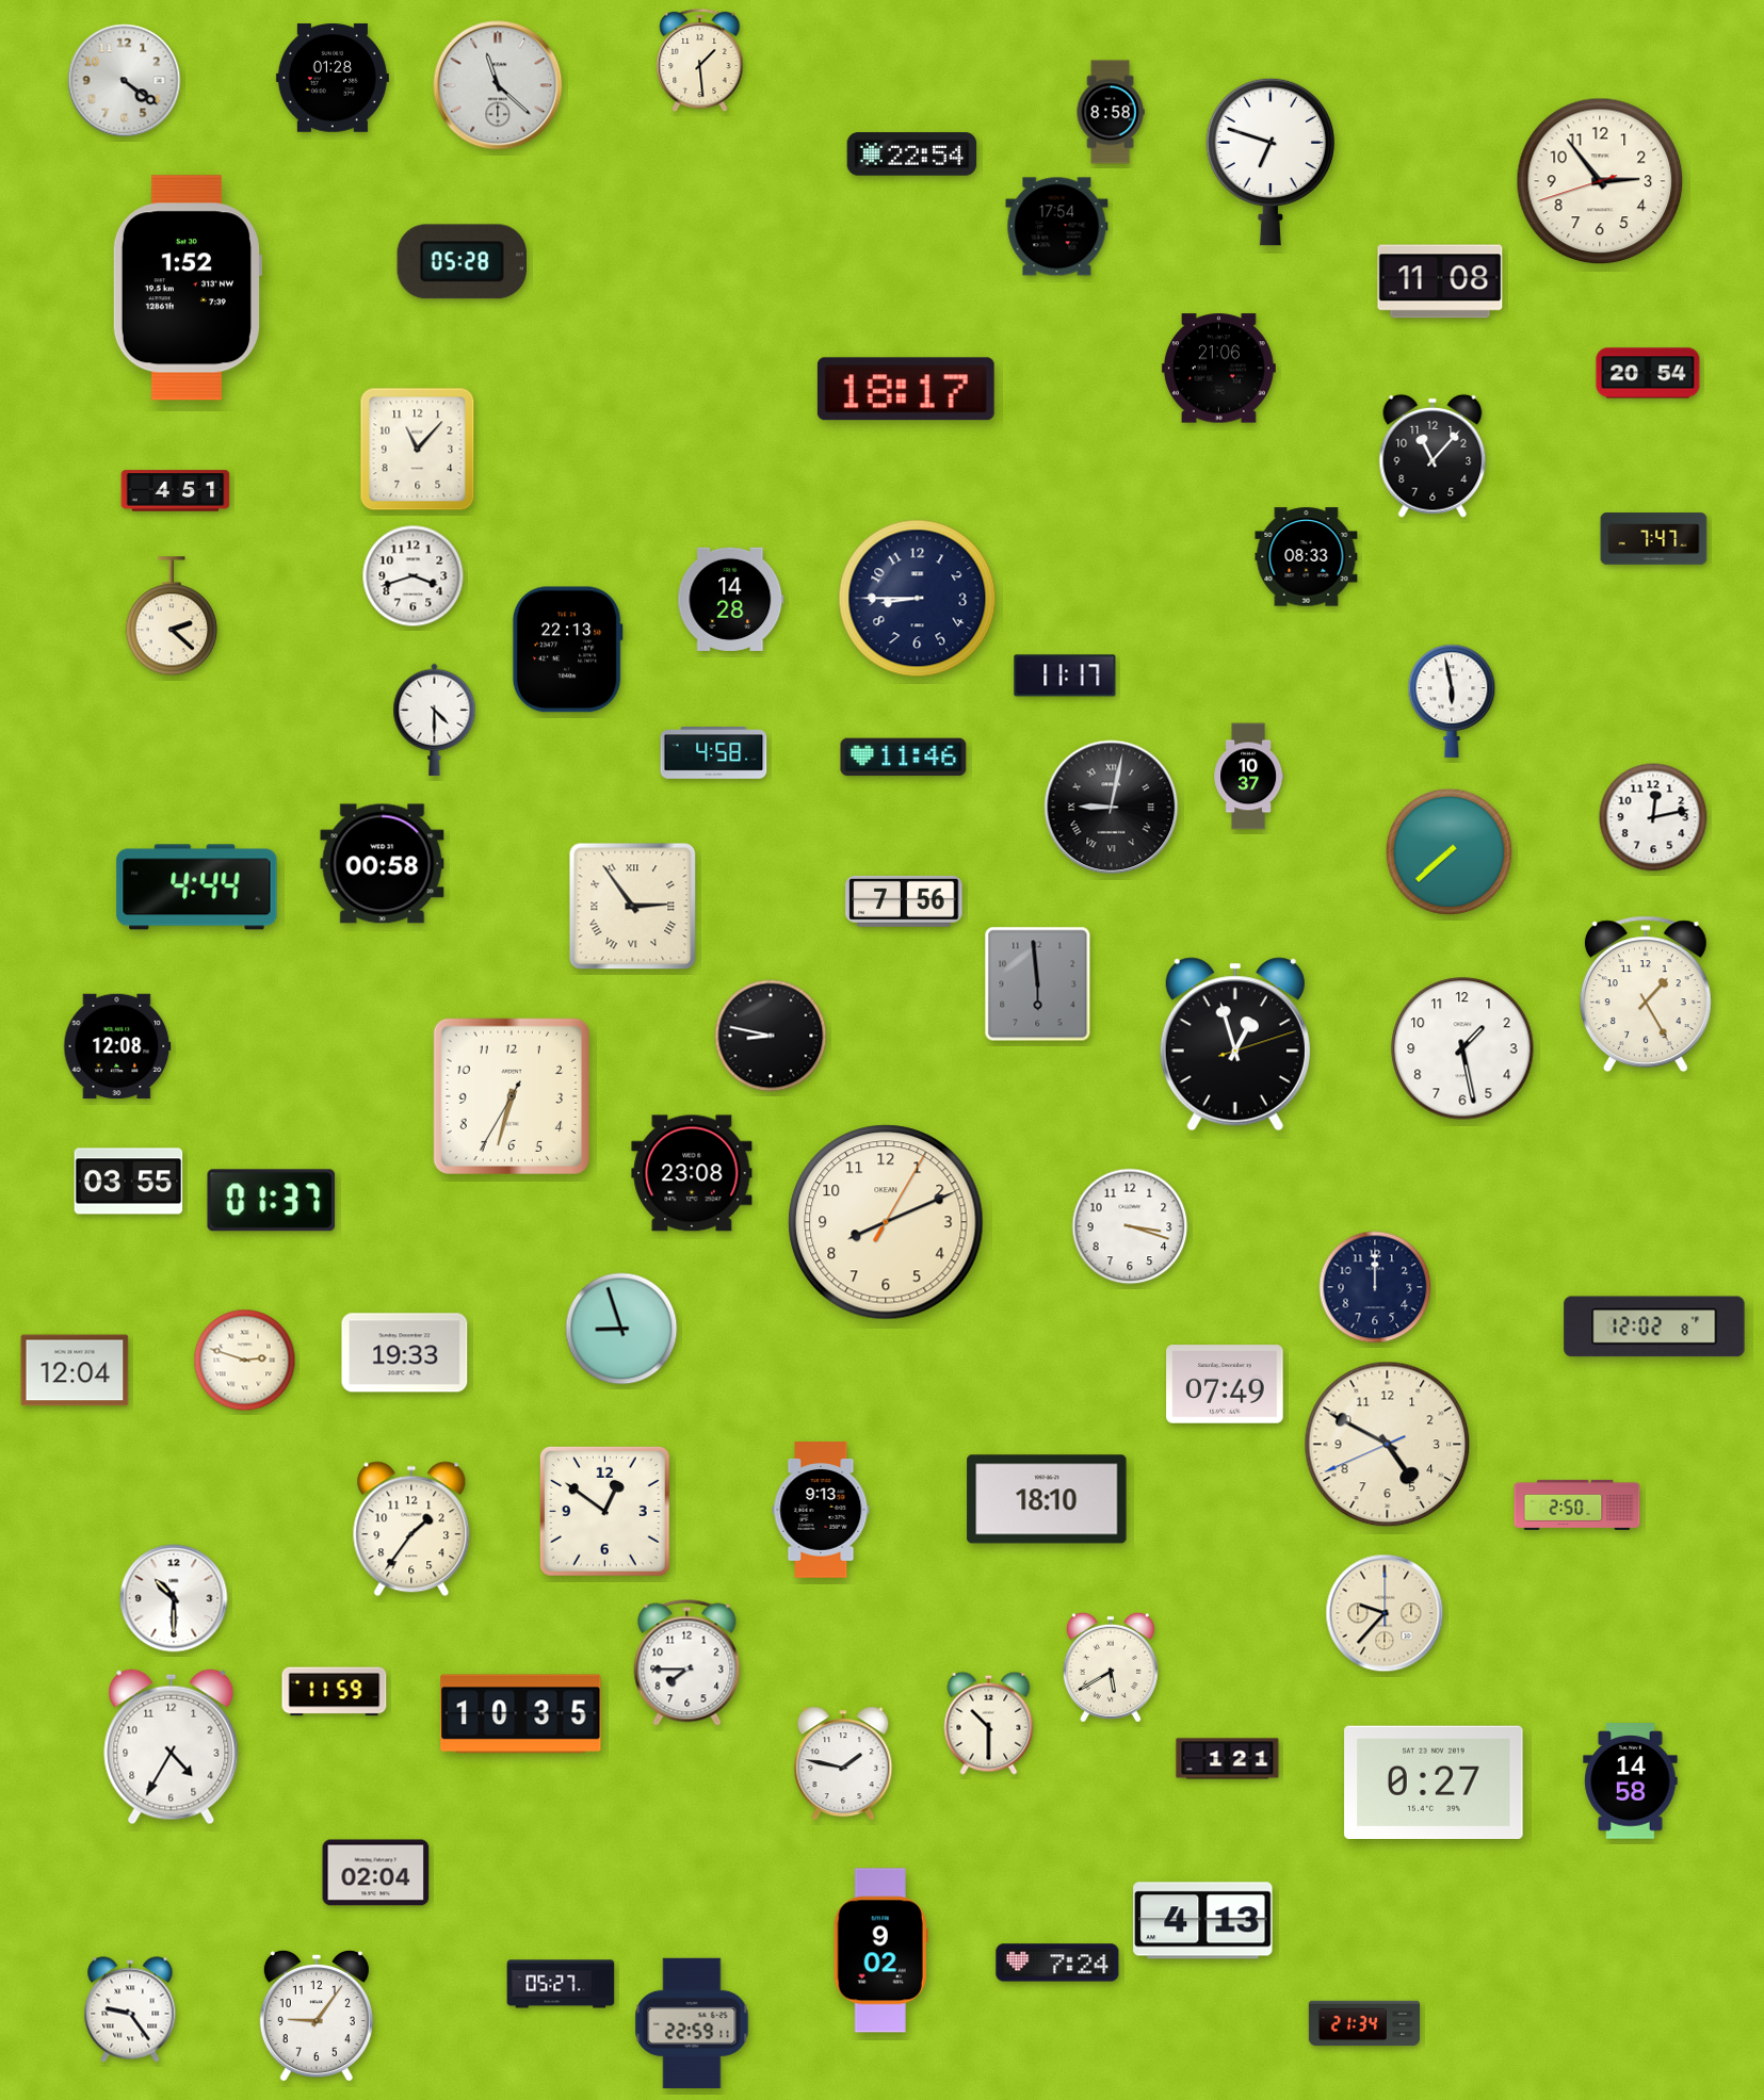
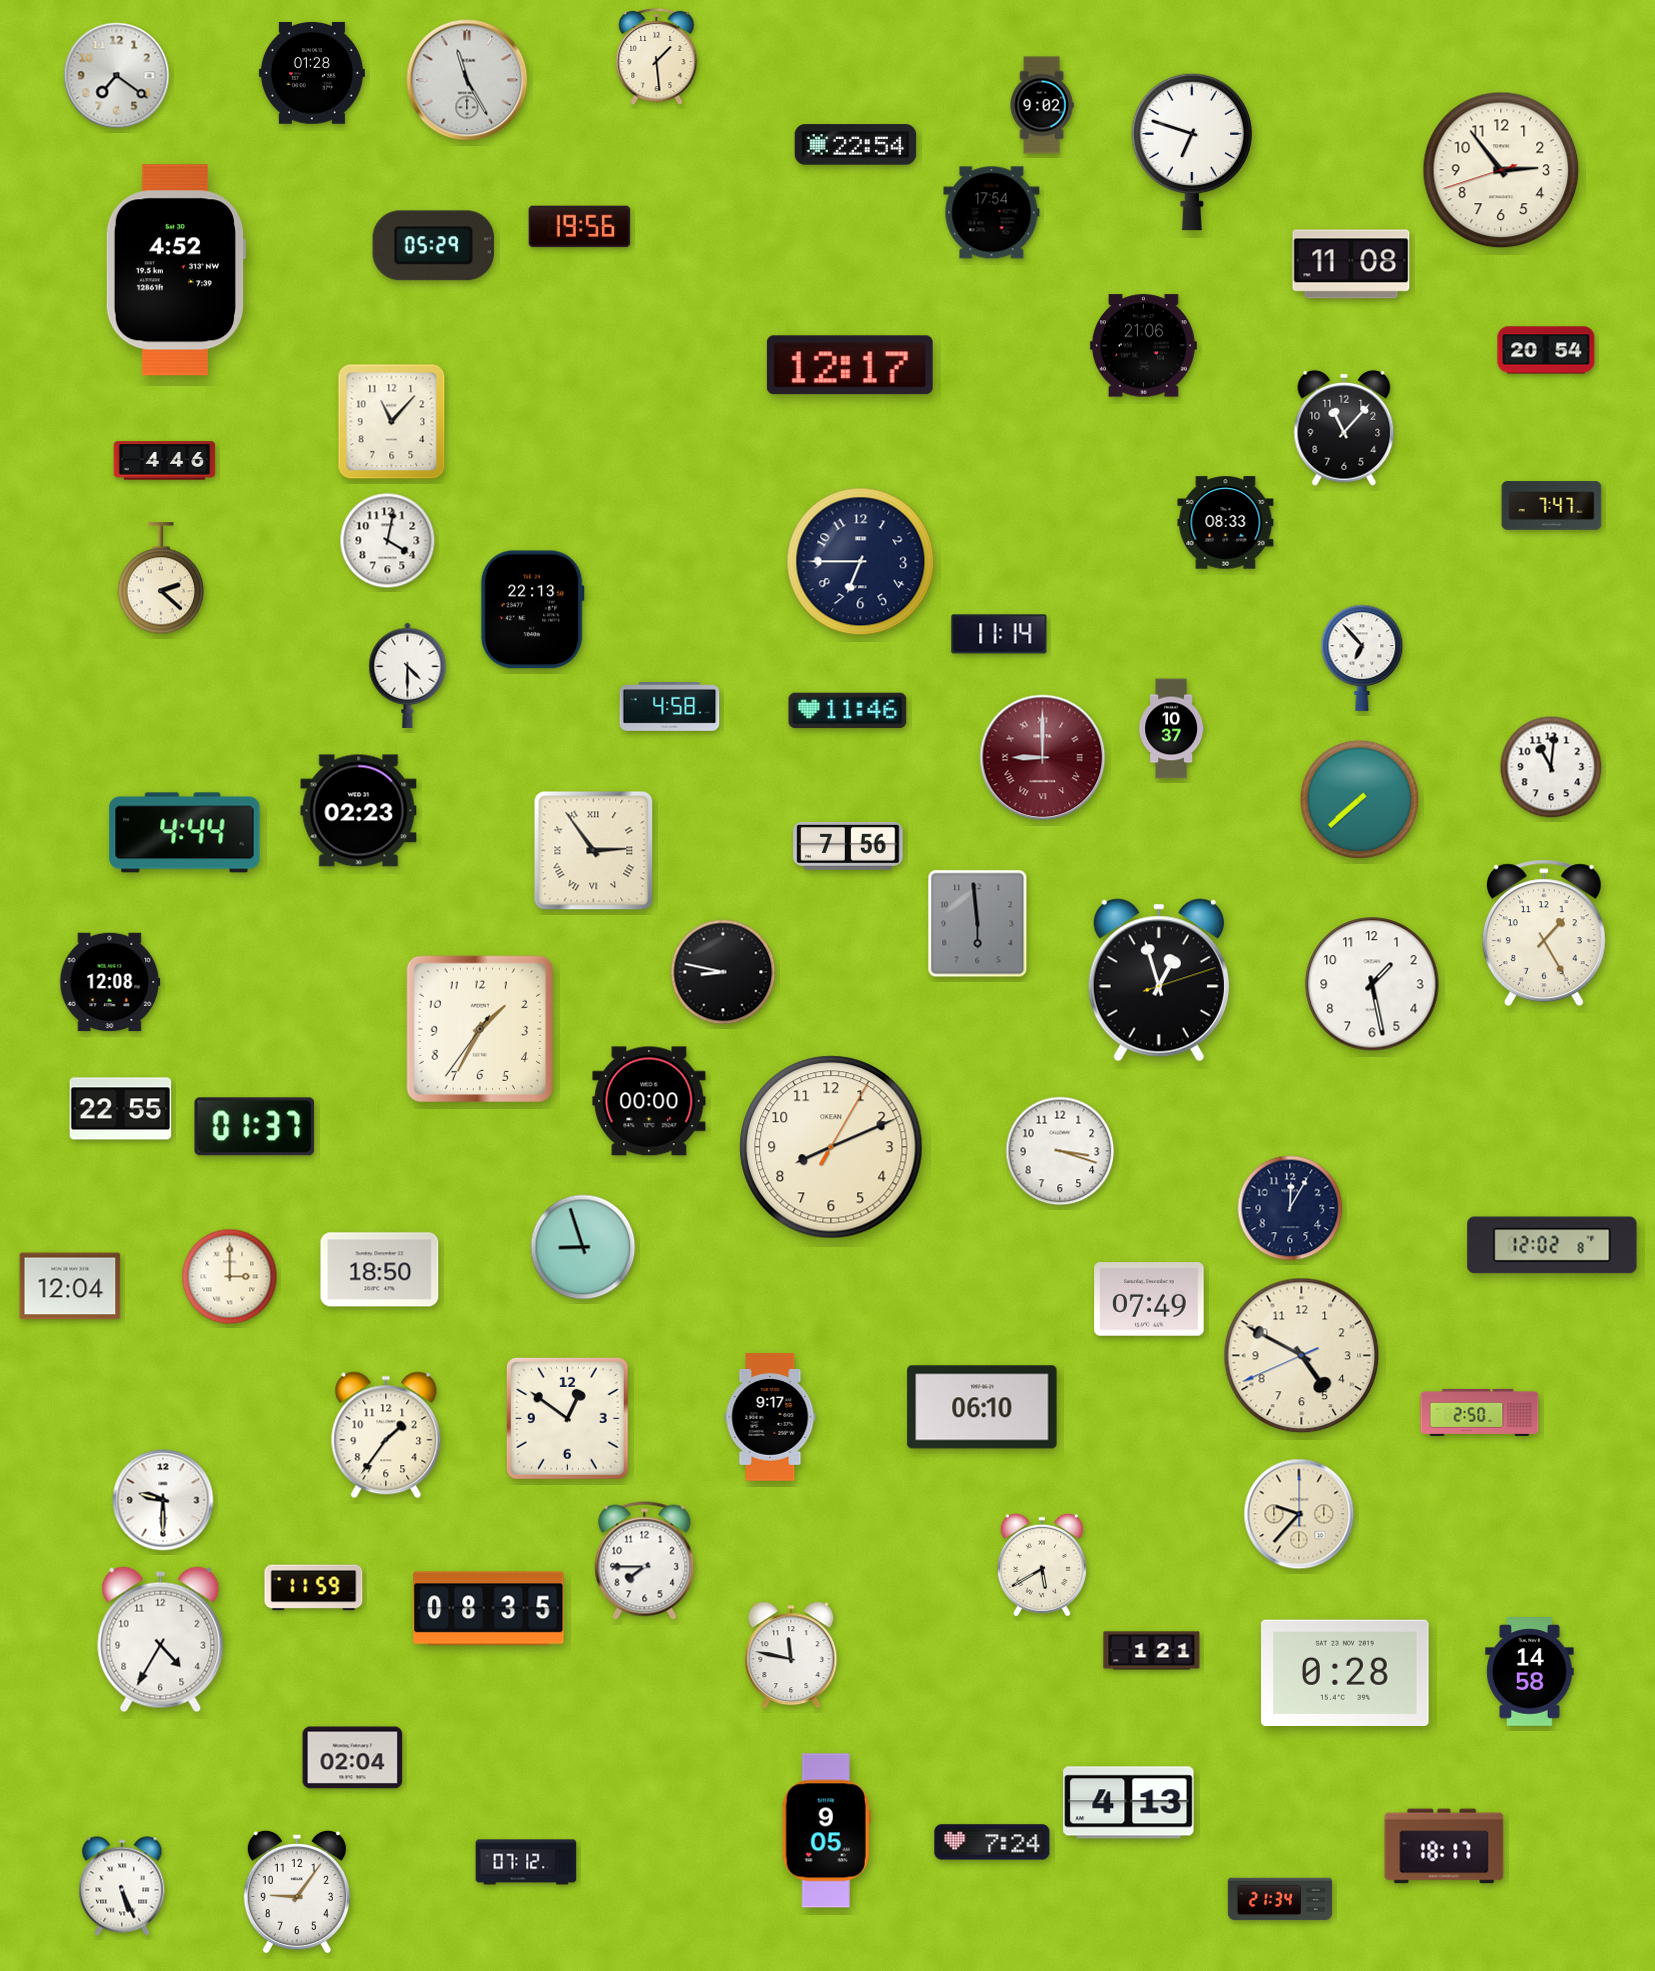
clock at (125, 81): 4:21 -> 7:21
clock at (498, 85): 11:22 -> 11:25
clock at (1111, 112): 8:58 -> 9:02
clock at (580, 227): none -> 19:56
clock at (462, 262): 05:28 -> 05:29
clock at (187, 288): 1:52 -> 4:52
clock at (906, 389): 18:17 -> 12:17
clock at (176, 491): 4:51 -> 4:46
clock at (414, 576): 3:42 -> 4:02
clock at (731, 599): 14:28 -> none
clock at (918, 599): 8:45 -> 6:45
clock at (1065, 675): 11:17 -> 11:14
clock at (1452, 701): 5:58 -> 6:53
clock at (1112, 808): 9:02 -> 9:00
clock at (1112, 808) dial: black -> burgundy
clock at (1653, 817): 12:13 -> 11:01
clock at (383, 864): 00:58 -> 02:23
clock at (1038, 984) position: (1038, 984) -> (978, 924)
clock at (511, 1096): 6:32 -> 1:34
clock at (692, 1173): 23:08 -> 00:00
clock at (129, 1182): 03:55 -> 22:55
clock at (1375, 1287): 12:00 -> 12:05
clock at (405, 1353): 19:33 -> 18:50
clock at (245, 1361): 2:48 -> 3:00
clock at (1047, 1499): 18:10 -> 06:10
clock at (821, 1510): 9:13 -> 9:17
clock at (174, 1598): 10:30 -> 9:30
clock at (521, 1714): 10:35 -> 08:35
clock at (989, 1723): 10:30 -> none
clock at (843, 1763): 1:47 -> 11:47
clock at (1434, 1781): 0:27 -> 0:28
clock at (880, 1951): 9:02 -> 9:05
clock at (1444, 1846): none -> 18:17
clock at (561, 1984): 05:27 -> 07:12
clock at (130, 2009): 9:24 -> 5:26
clock at (692, 2023): 22:59 -> none
